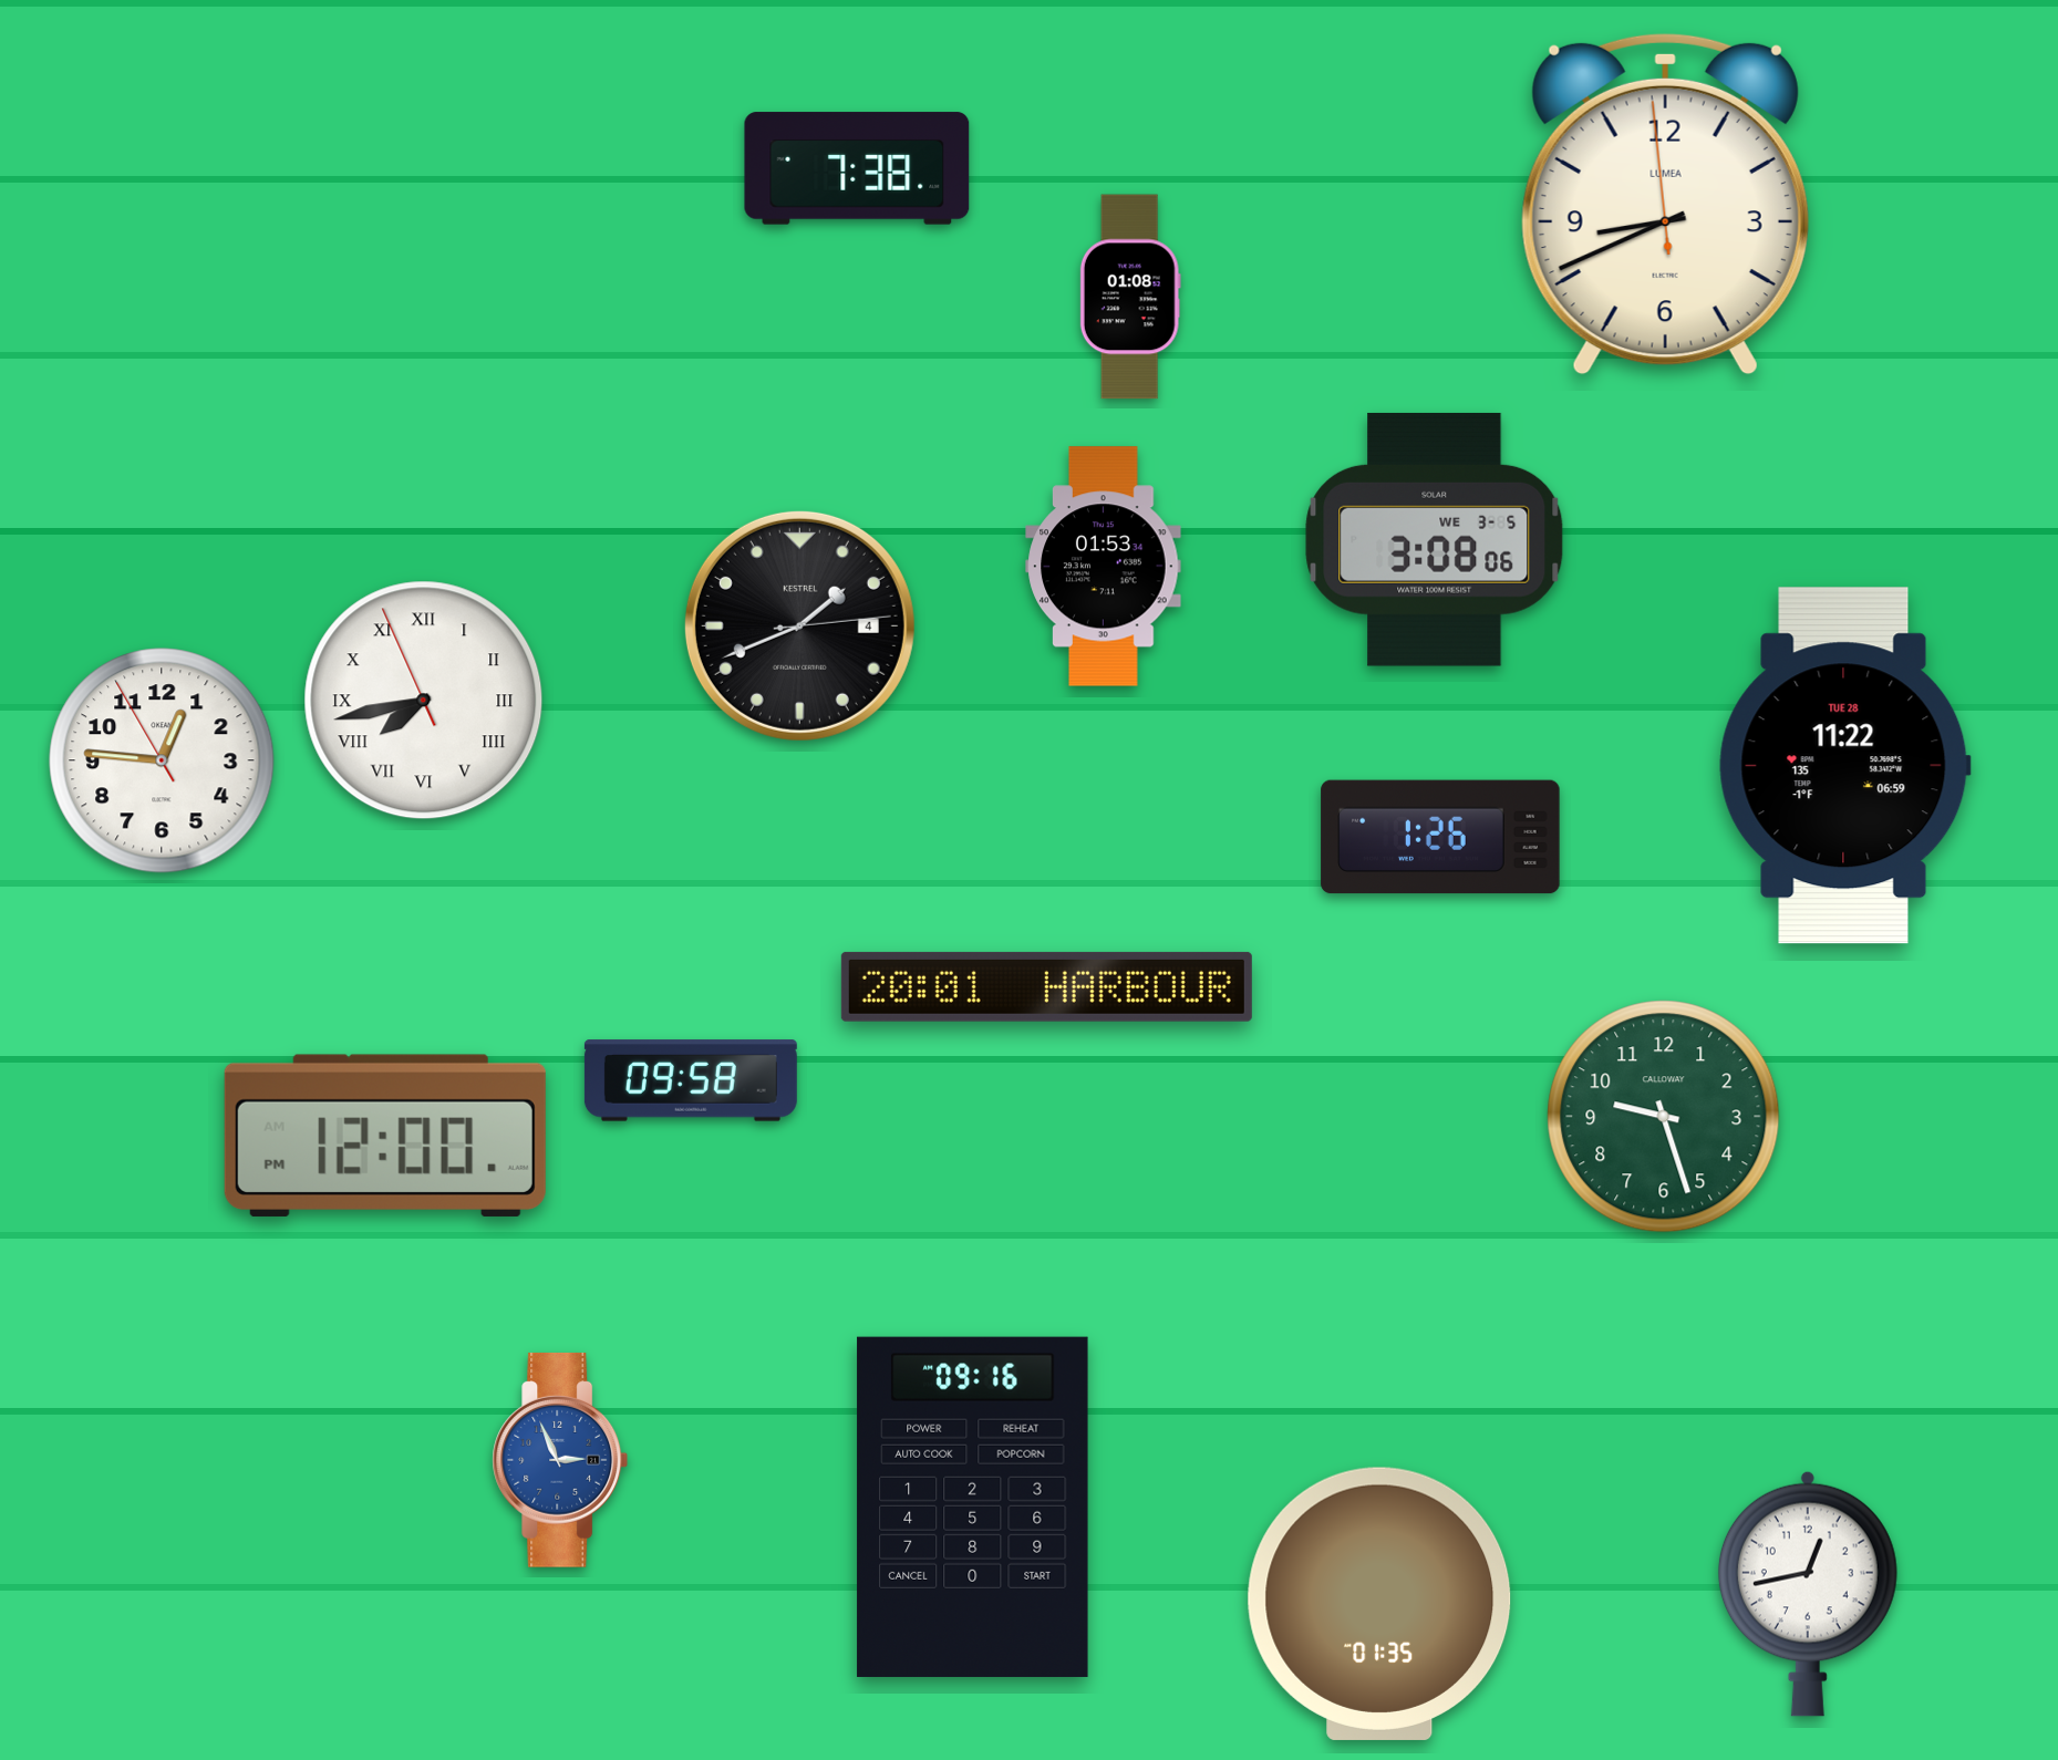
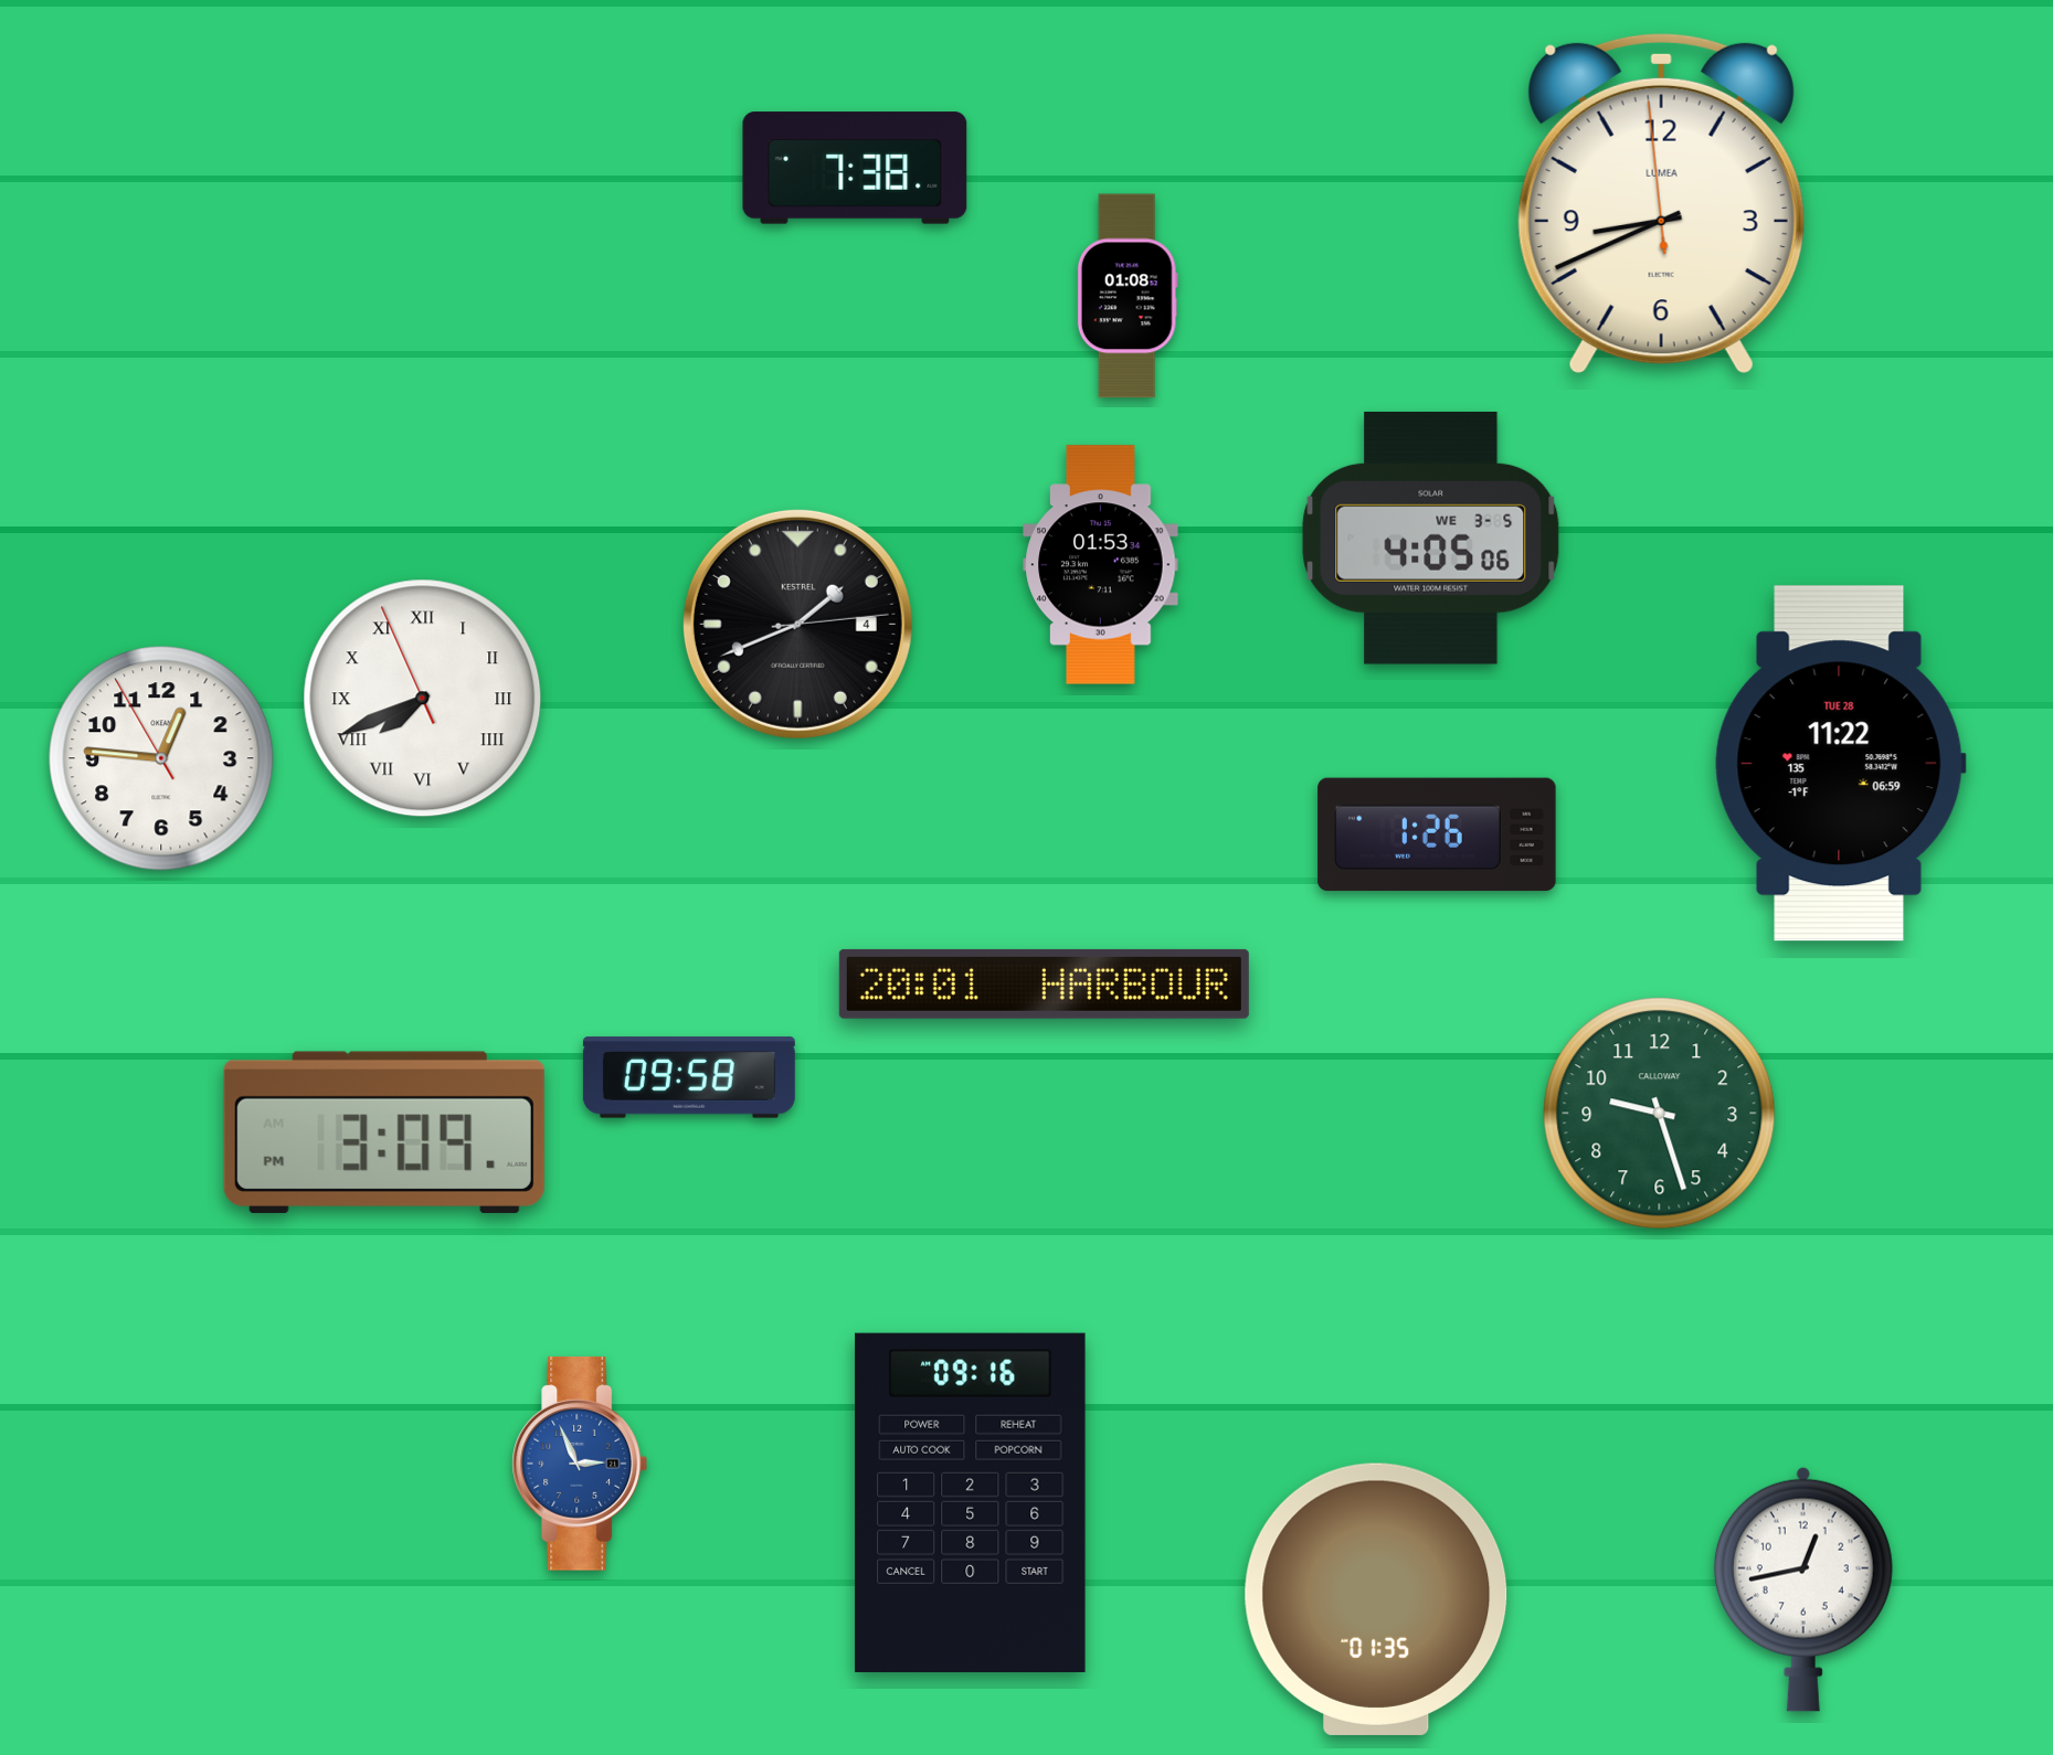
clock at (1435, 539): 3:08 -> 4:05
clock at (424, 701): 7:42 -> 7:40
clock at (385, 1136): 12:00 -> 3:09
clock at (560, 1460) position: (560, 1460) -> (580, 1464)
